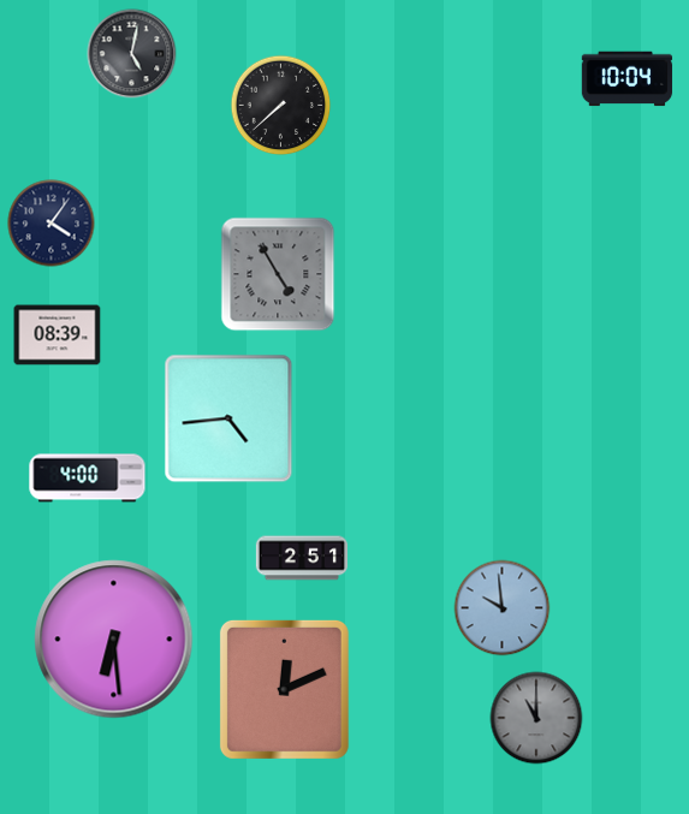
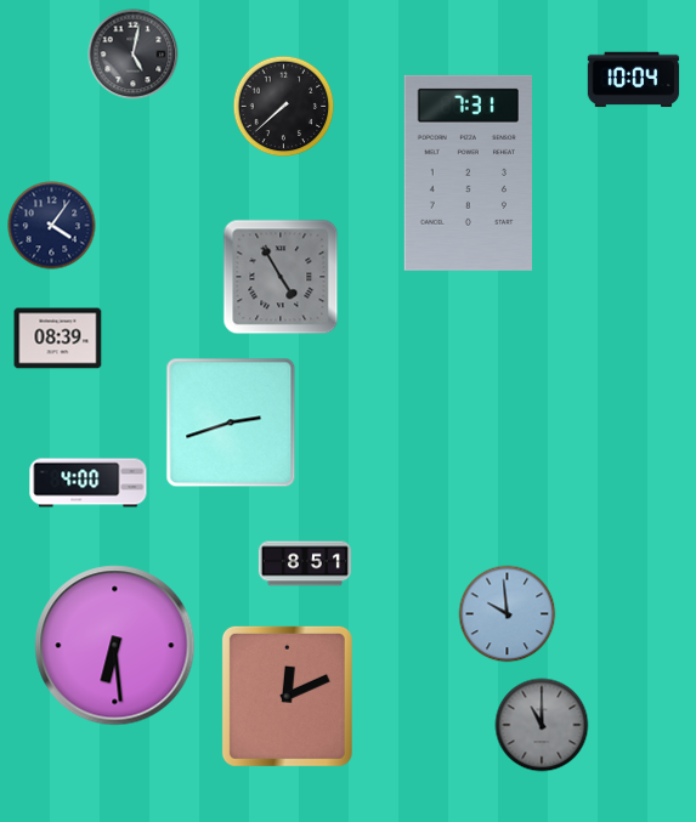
clock at (468, 172): none -> 7:31
clock at (228, 418): 4:44 -> 2:42
clock at (302, 558): 2:51 -> 8:51
